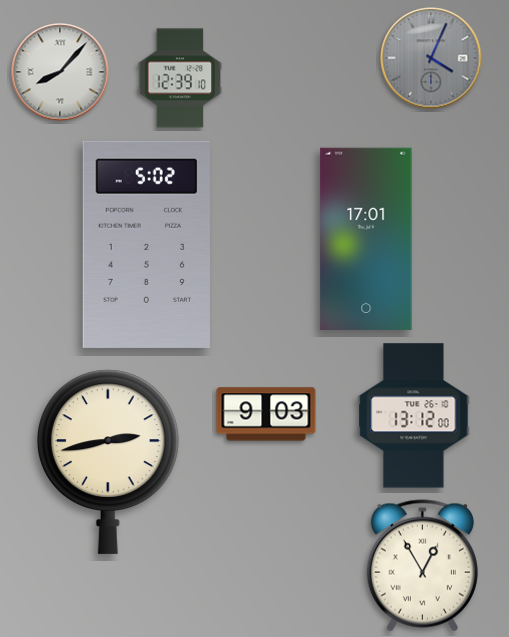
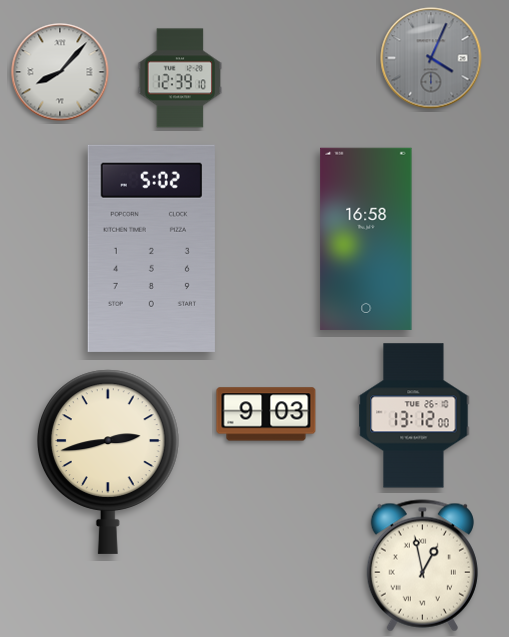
clock at (366, 239): 17:01 -> 16:58
clock at (146, 244) position: (146, 244) -> (151, 248)
clock at (422, 566): 12:55 -> 12:58
